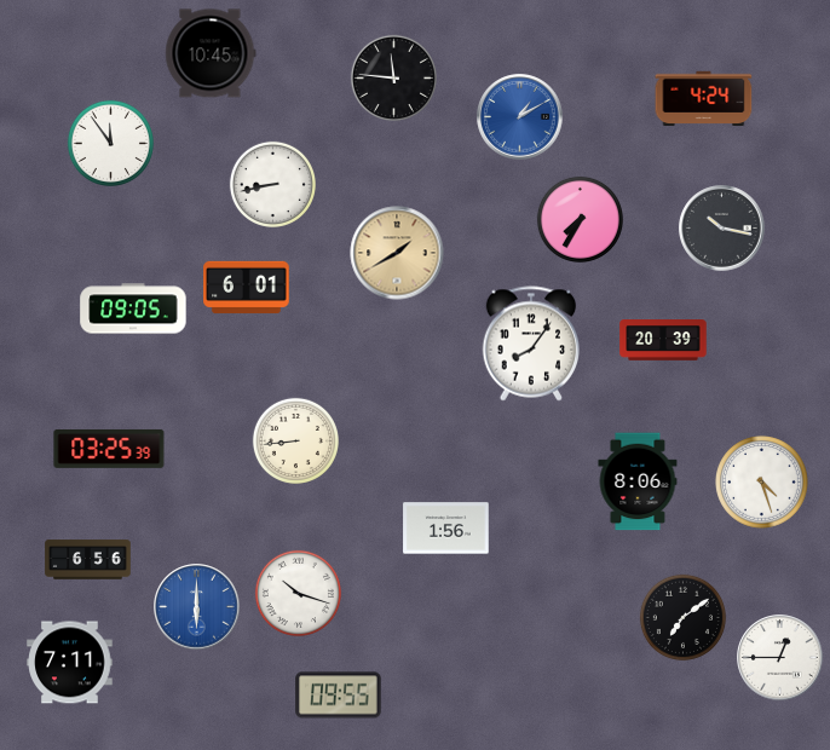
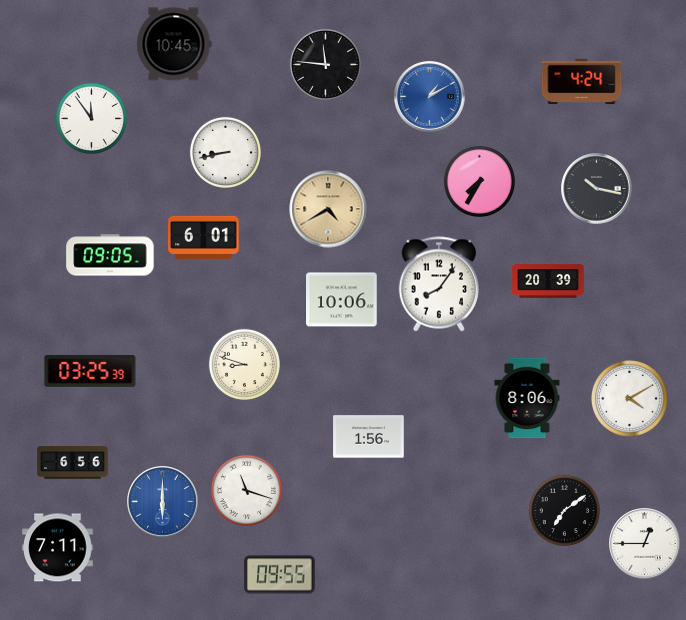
clock at (397, 253): 1:40 -> 4:40
clock at (342, 300): none -> 10:06
clock at (295, 440): 8:44 -> 8:48
clock at (762, 483): 4:27 -> 4:10
clock at (298, 593): 10:18 -> 11:18
